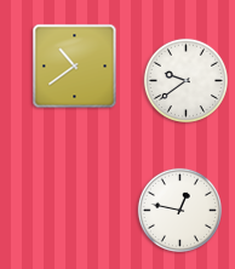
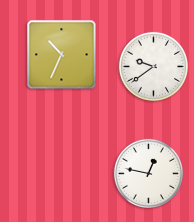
clock at (75, 67): 10:39 -> 10:34
